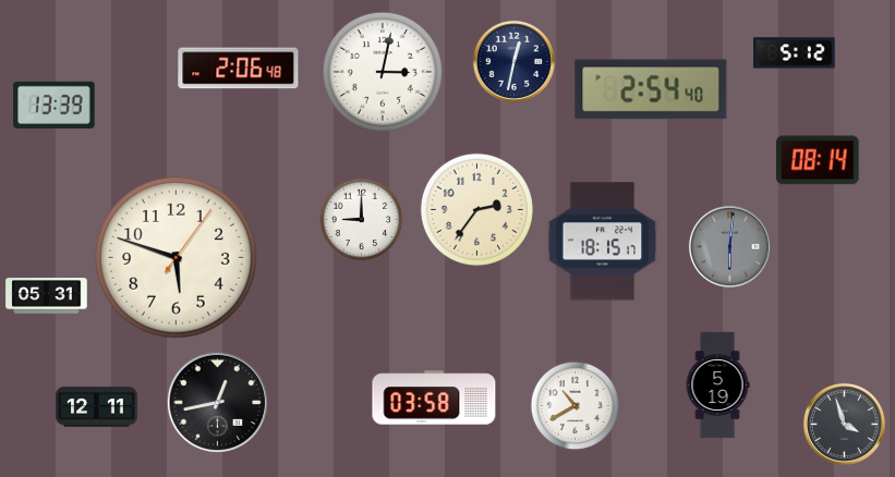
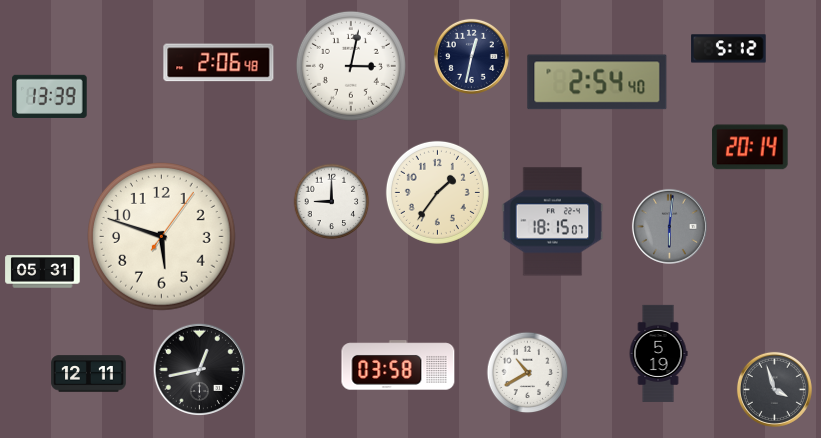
clock at (818, 160): 08:14 -> 20:14
clock at (476, 209): 2:36 -> 1:36
clock at (603, 242): 18:15:17 -> 18:15:07
